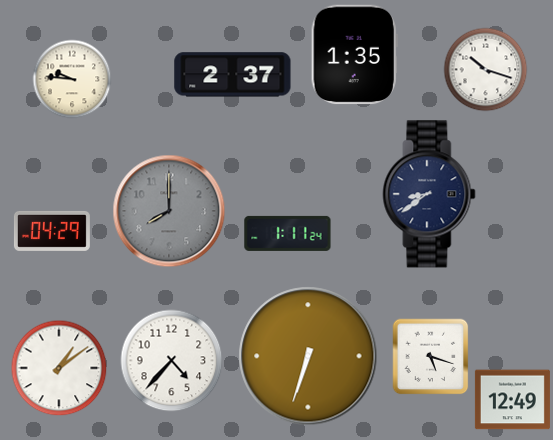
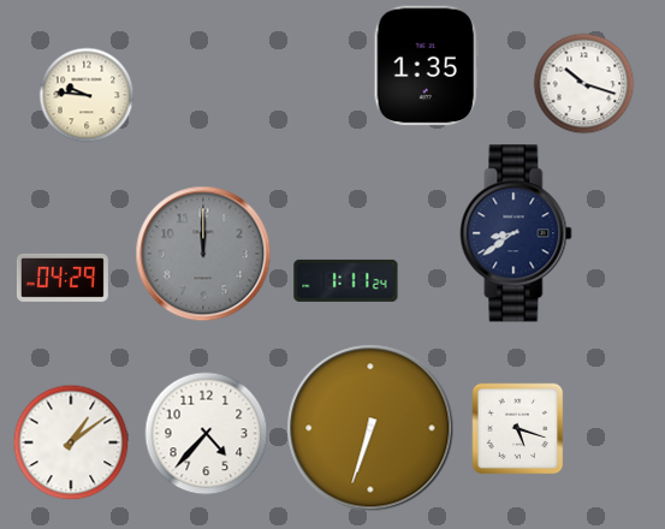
clock at (233, 75): 2:37 -> none
clock at (169, 211): 8:00 -> 12:00
clock at (512, 400): 12:49 -> none
